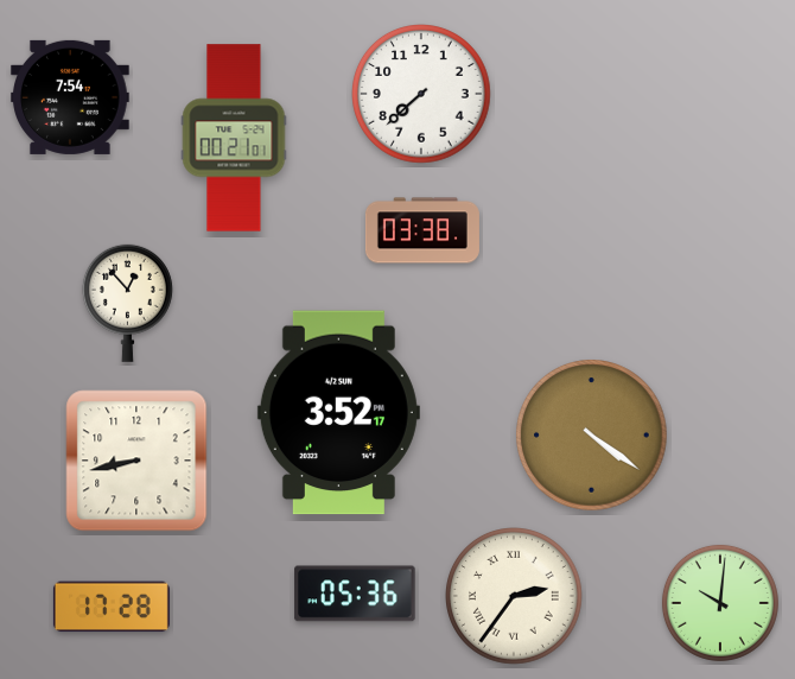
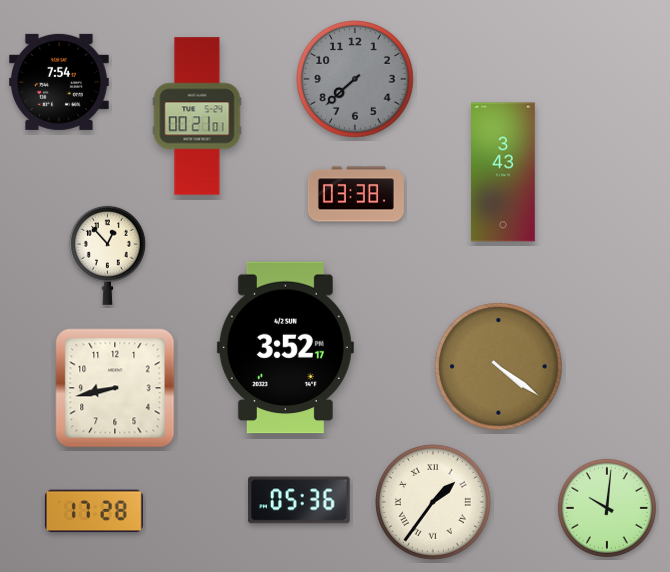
clock at (422, 95) dial: white -> grey
clock at (504, 172): none -> 3:43
clock at (515, 597): 2:36 -> 1:36
